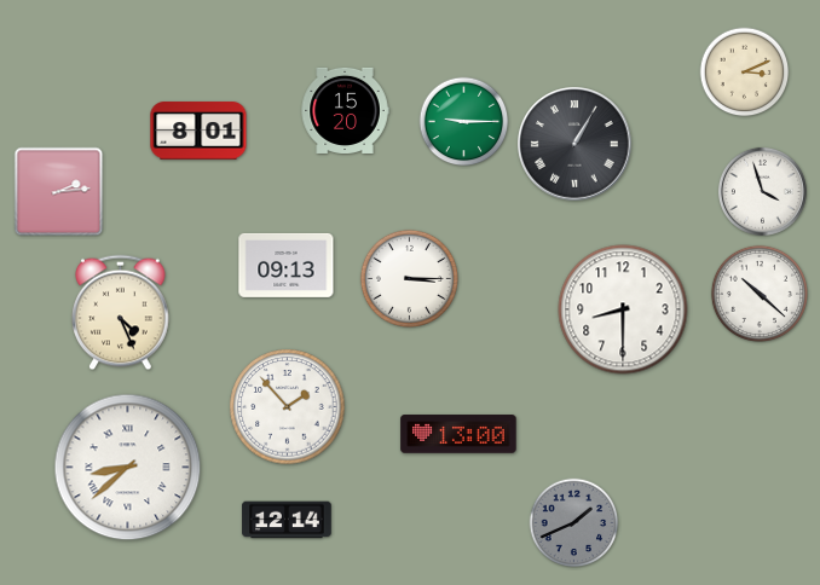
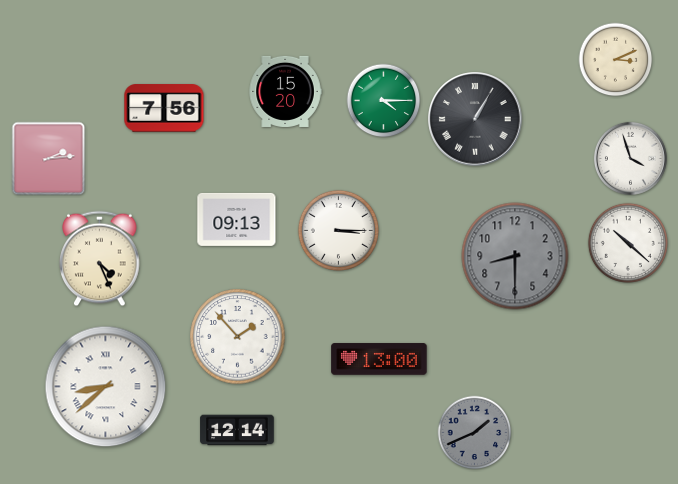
clock at (464, 122): 9:15 -> 4:15
clock at (198, 131): 8:01 -> 7:56
clock at (623, 309) dial: white -> grey
